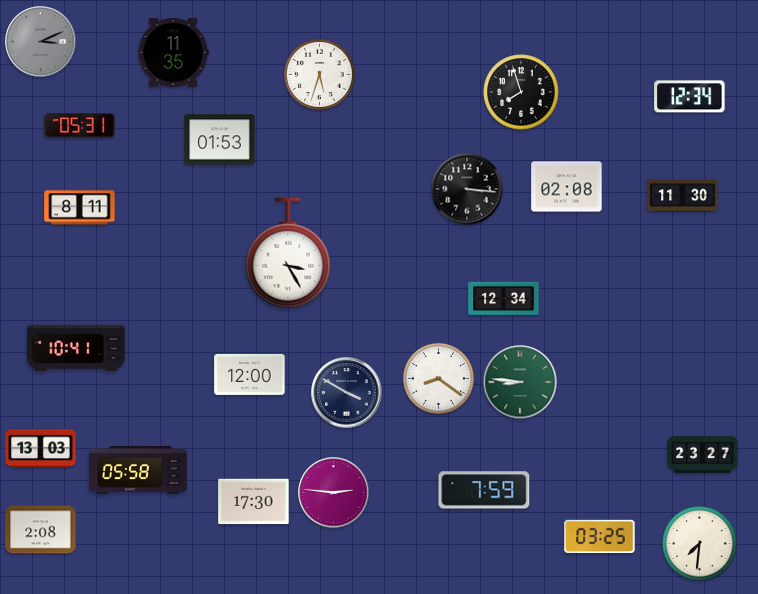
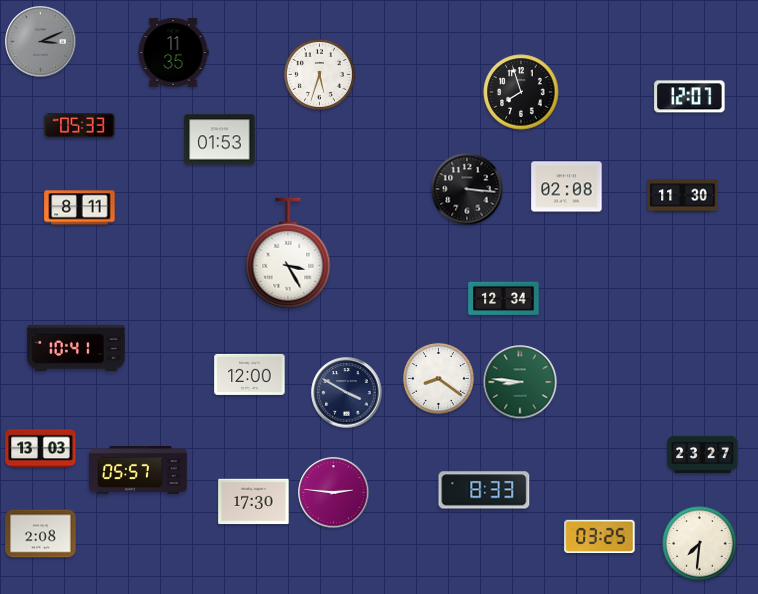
clock at (690, 97): 12:34 -> 12:07
clock at (80, 126): 05:31 -> 05:33
clock at (139, 471): 05:58 -> 05:57
clock at (484, 490): 7:59 -> 8:33
clock at (41, 530) position: (41, 530) -> (41, 534)
